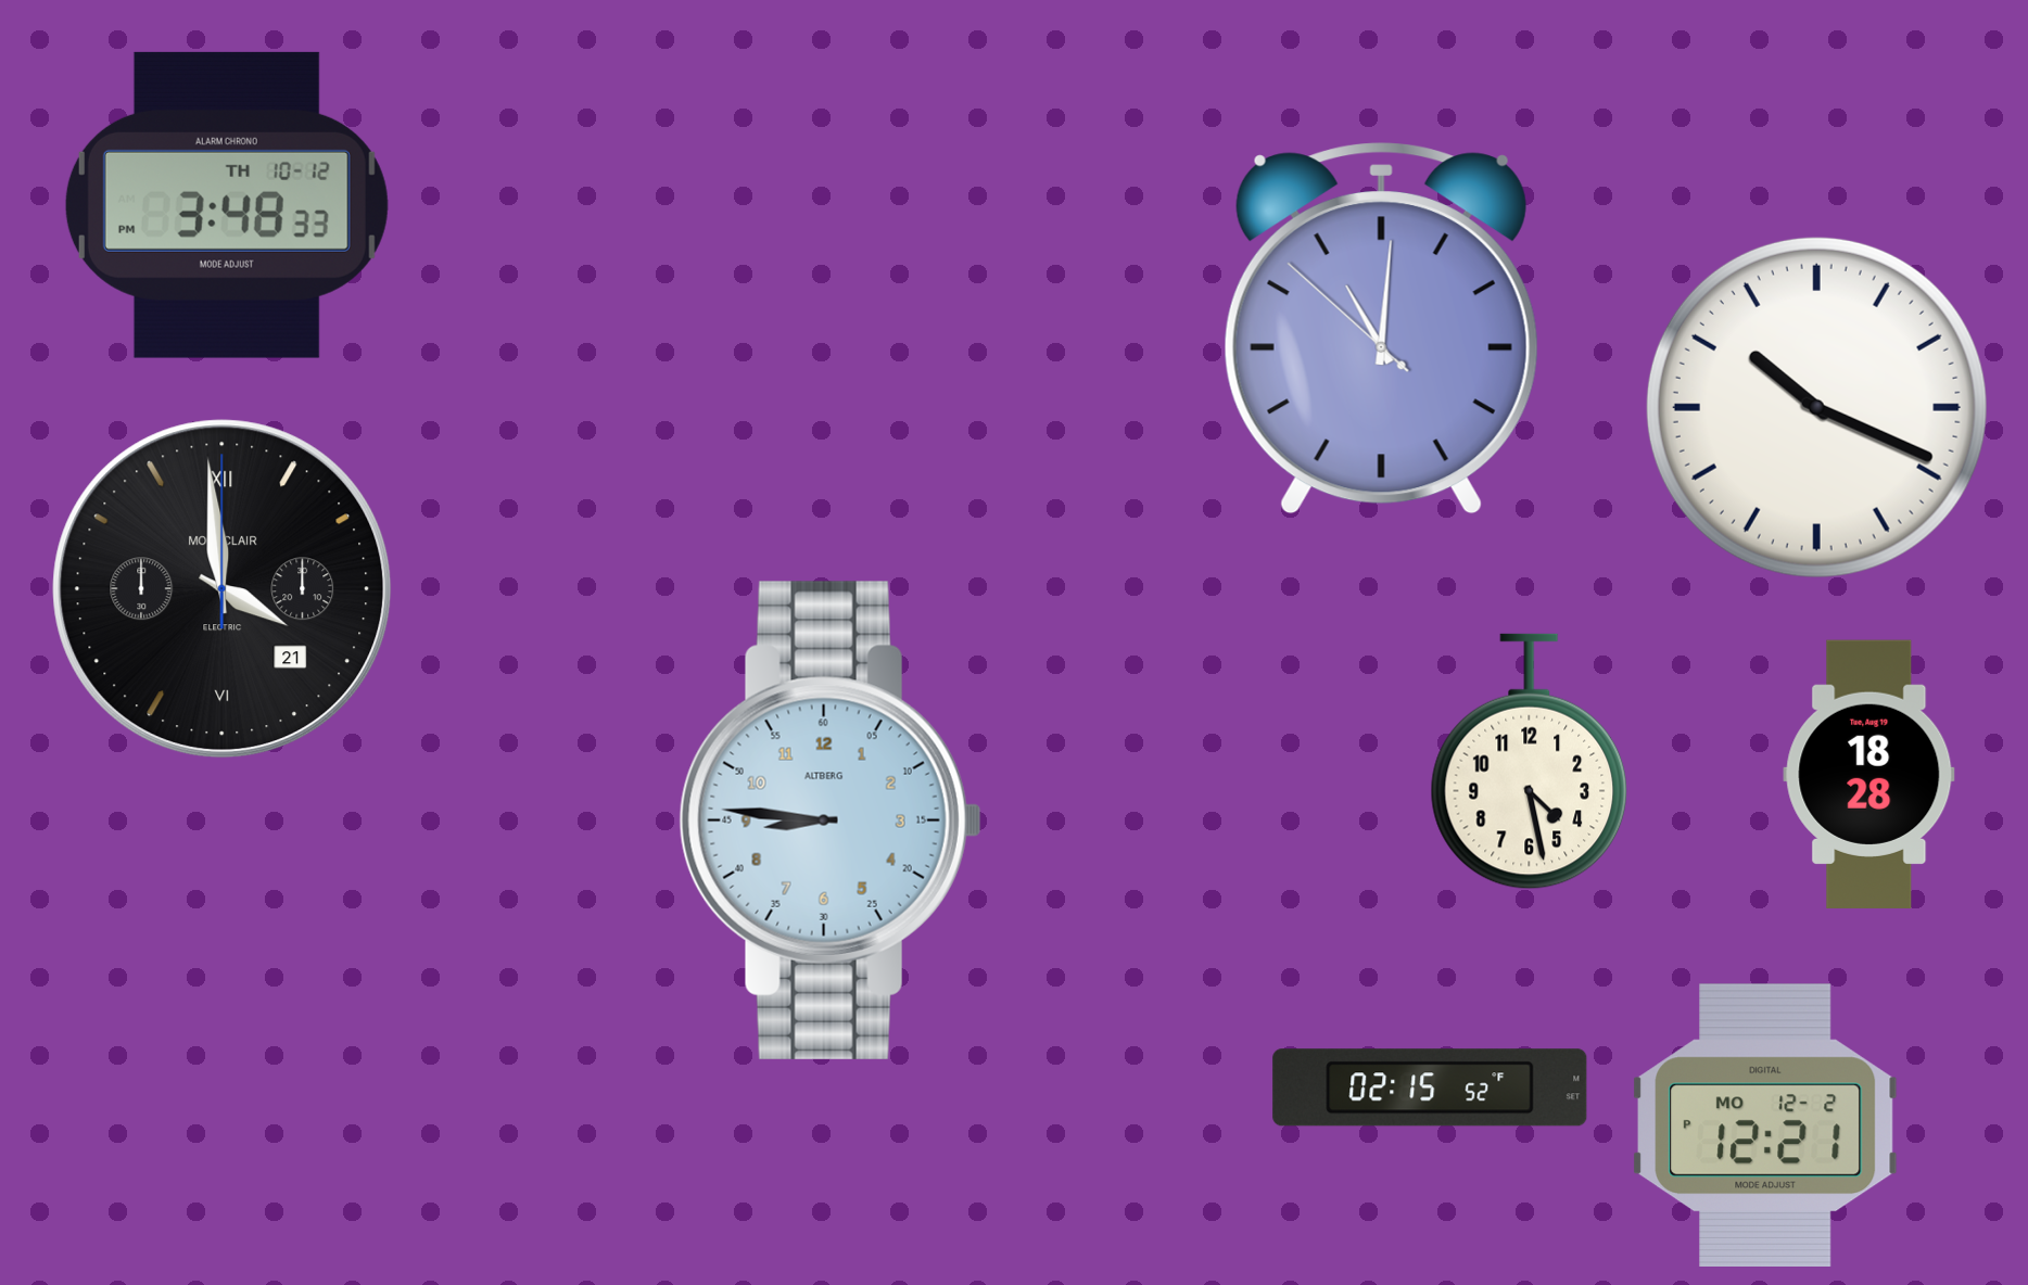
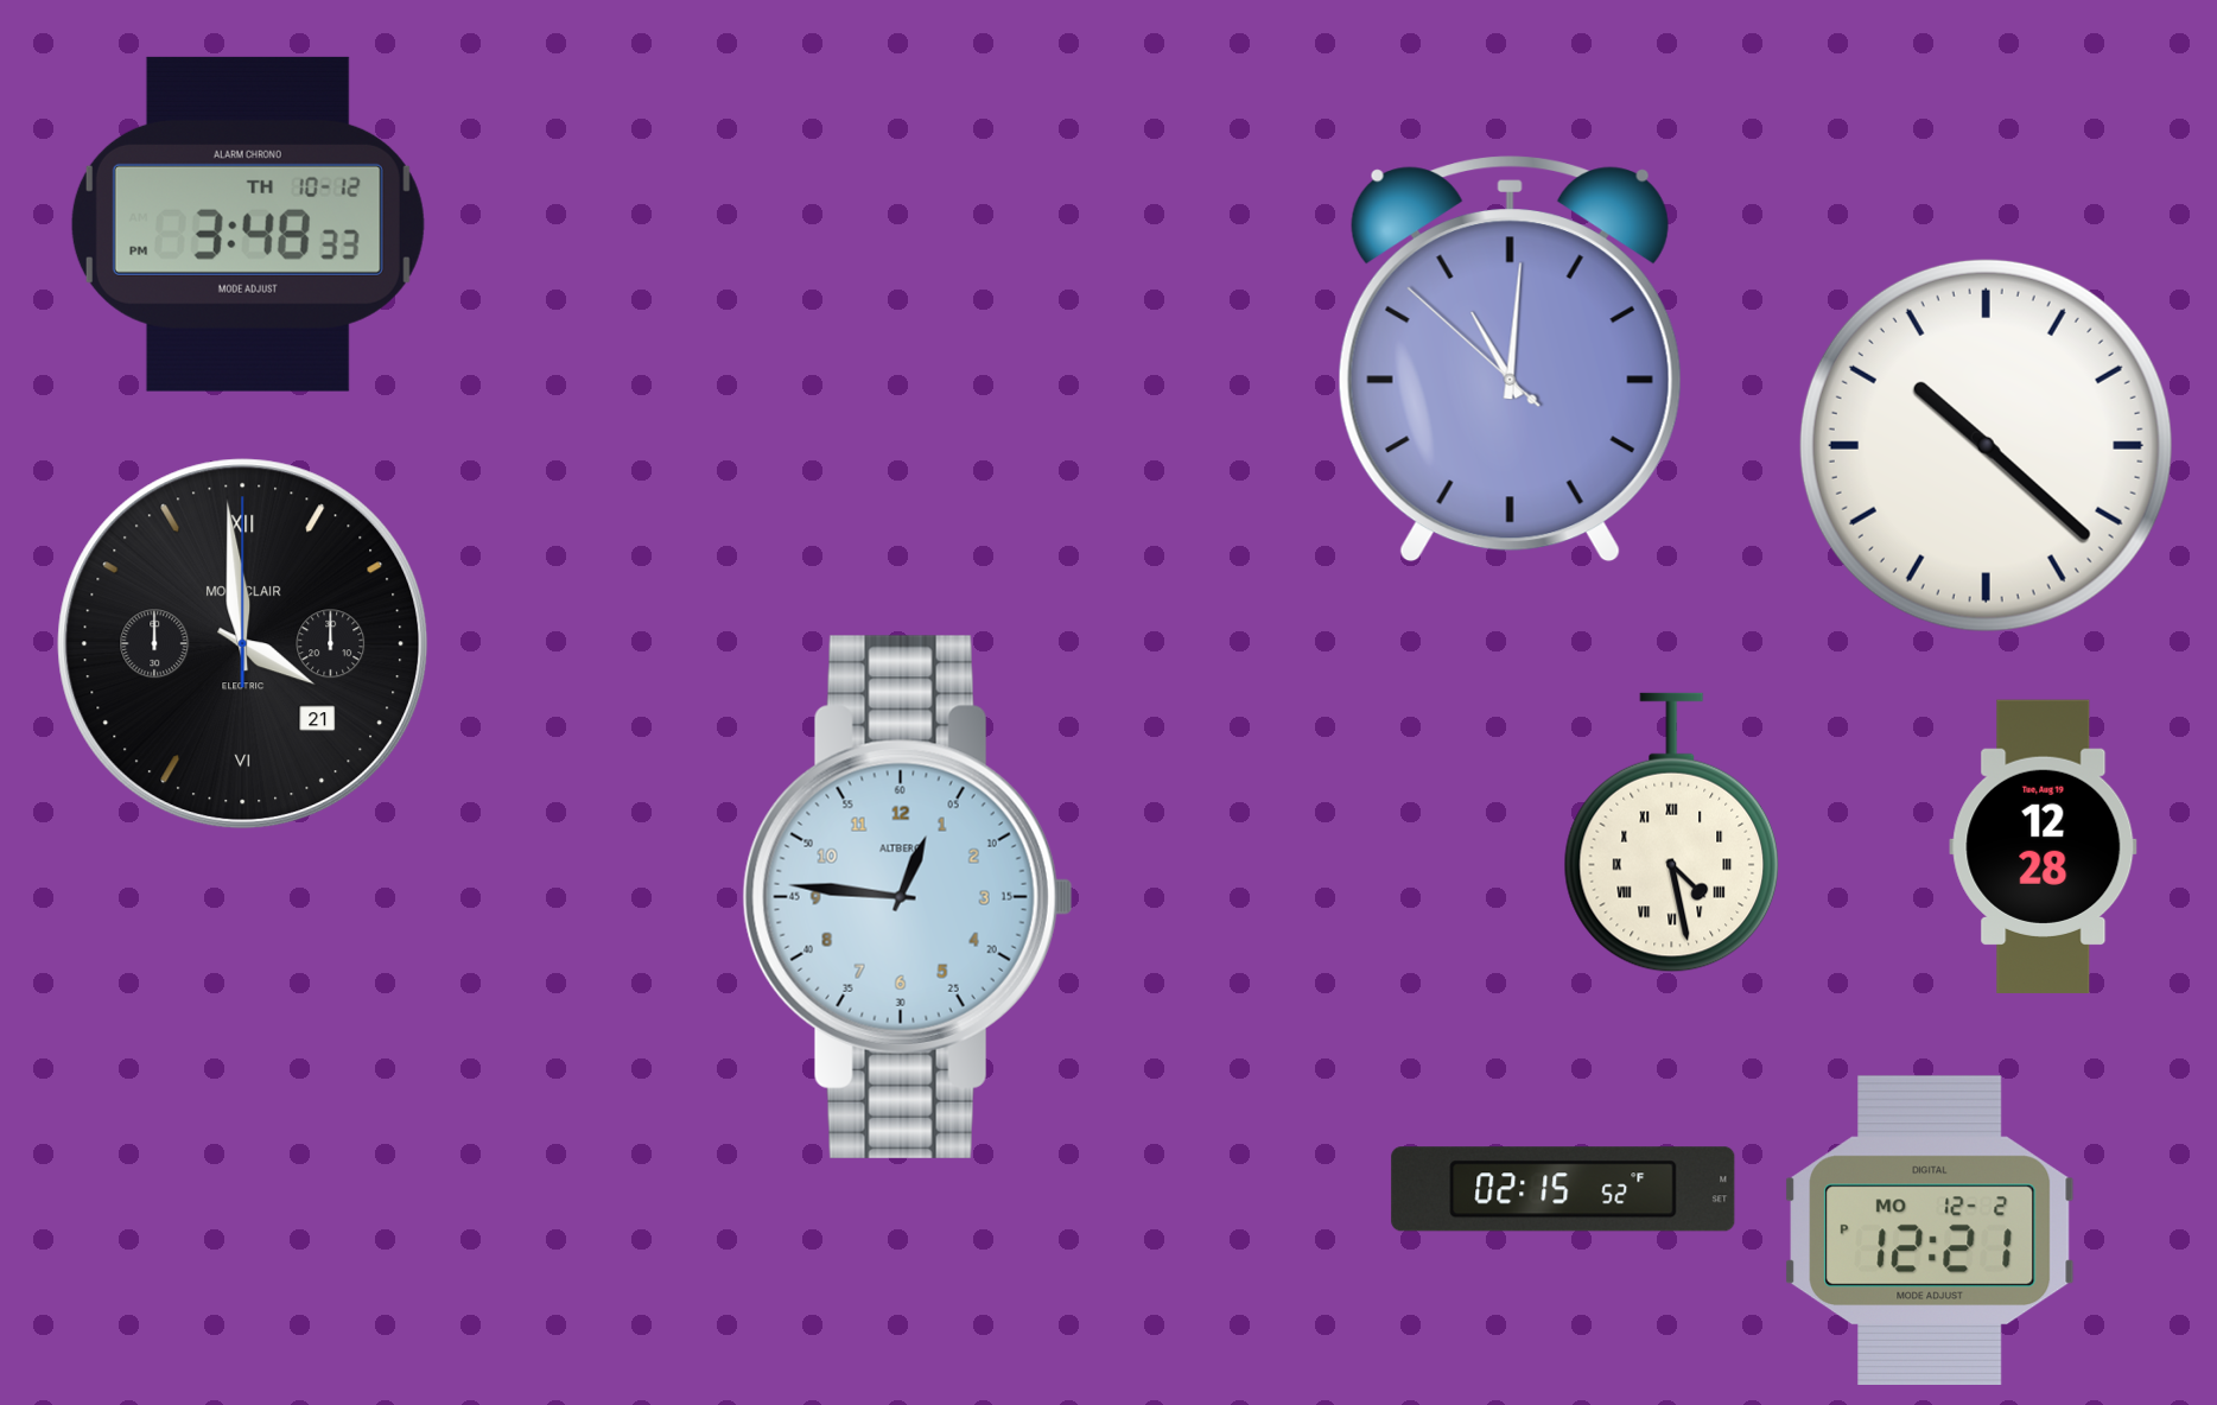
clock at (1816, 407): 10:19 -> 10:22
clock at (1530, 762) numerals: Arabic -> Roman
clock at (1869, 774): 18:28 -> 12:28
clock at (831, 820): 8:46 -> 12:46
